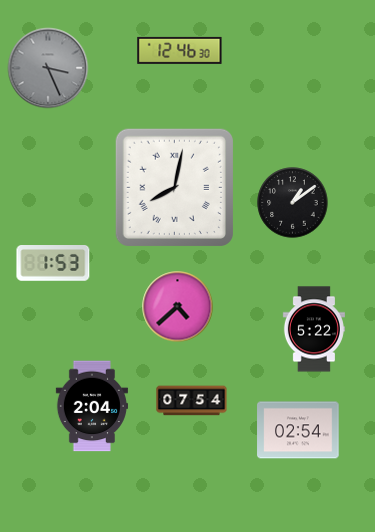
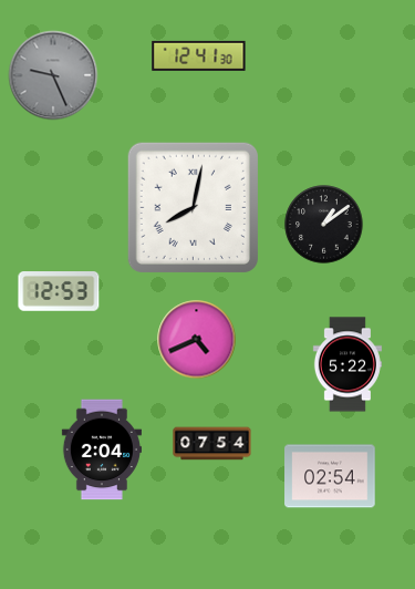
clock at (180, 50): 12:46 -> 12:41
clock at (48, 68): 3:26 -> 9:26
clock at (53, 264): 1:53 -> 12:53
clock at (178, 307): 4:38 -> 4:41
